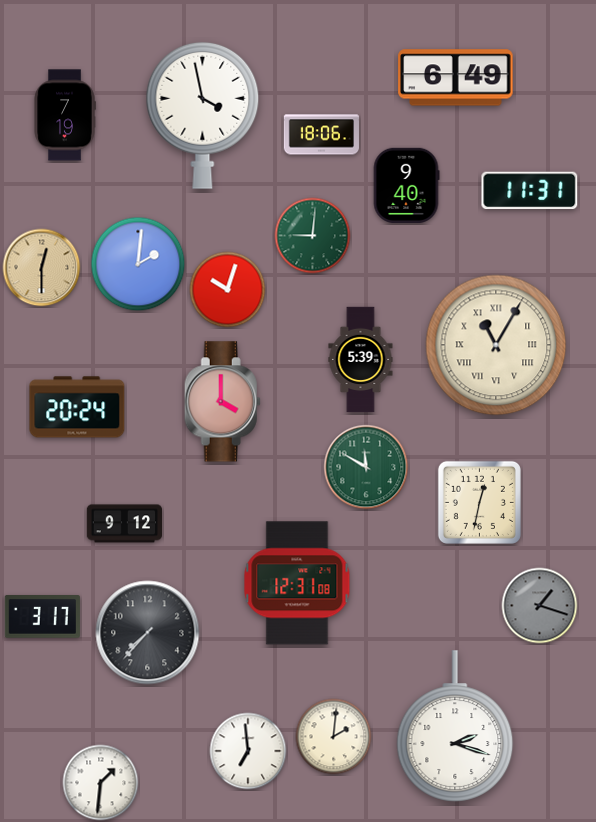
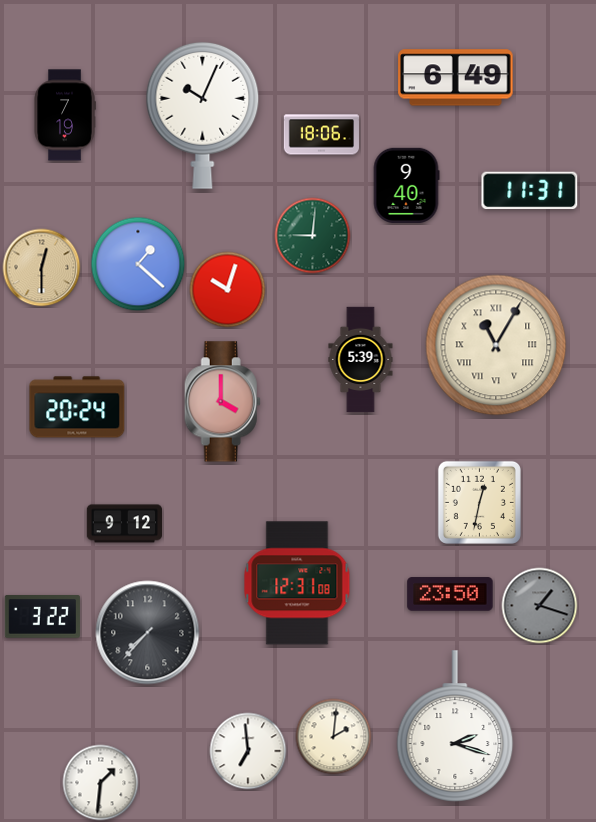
clock at (203, 115): 3:58 -> 10:04
clock at (138, 264): 2:01 -> 1:22
clock at (366, 467): 11:50 -> none
clock at (450, 594): none -> 23:50
clock at (42, 617): 3:17 -> 3:22
